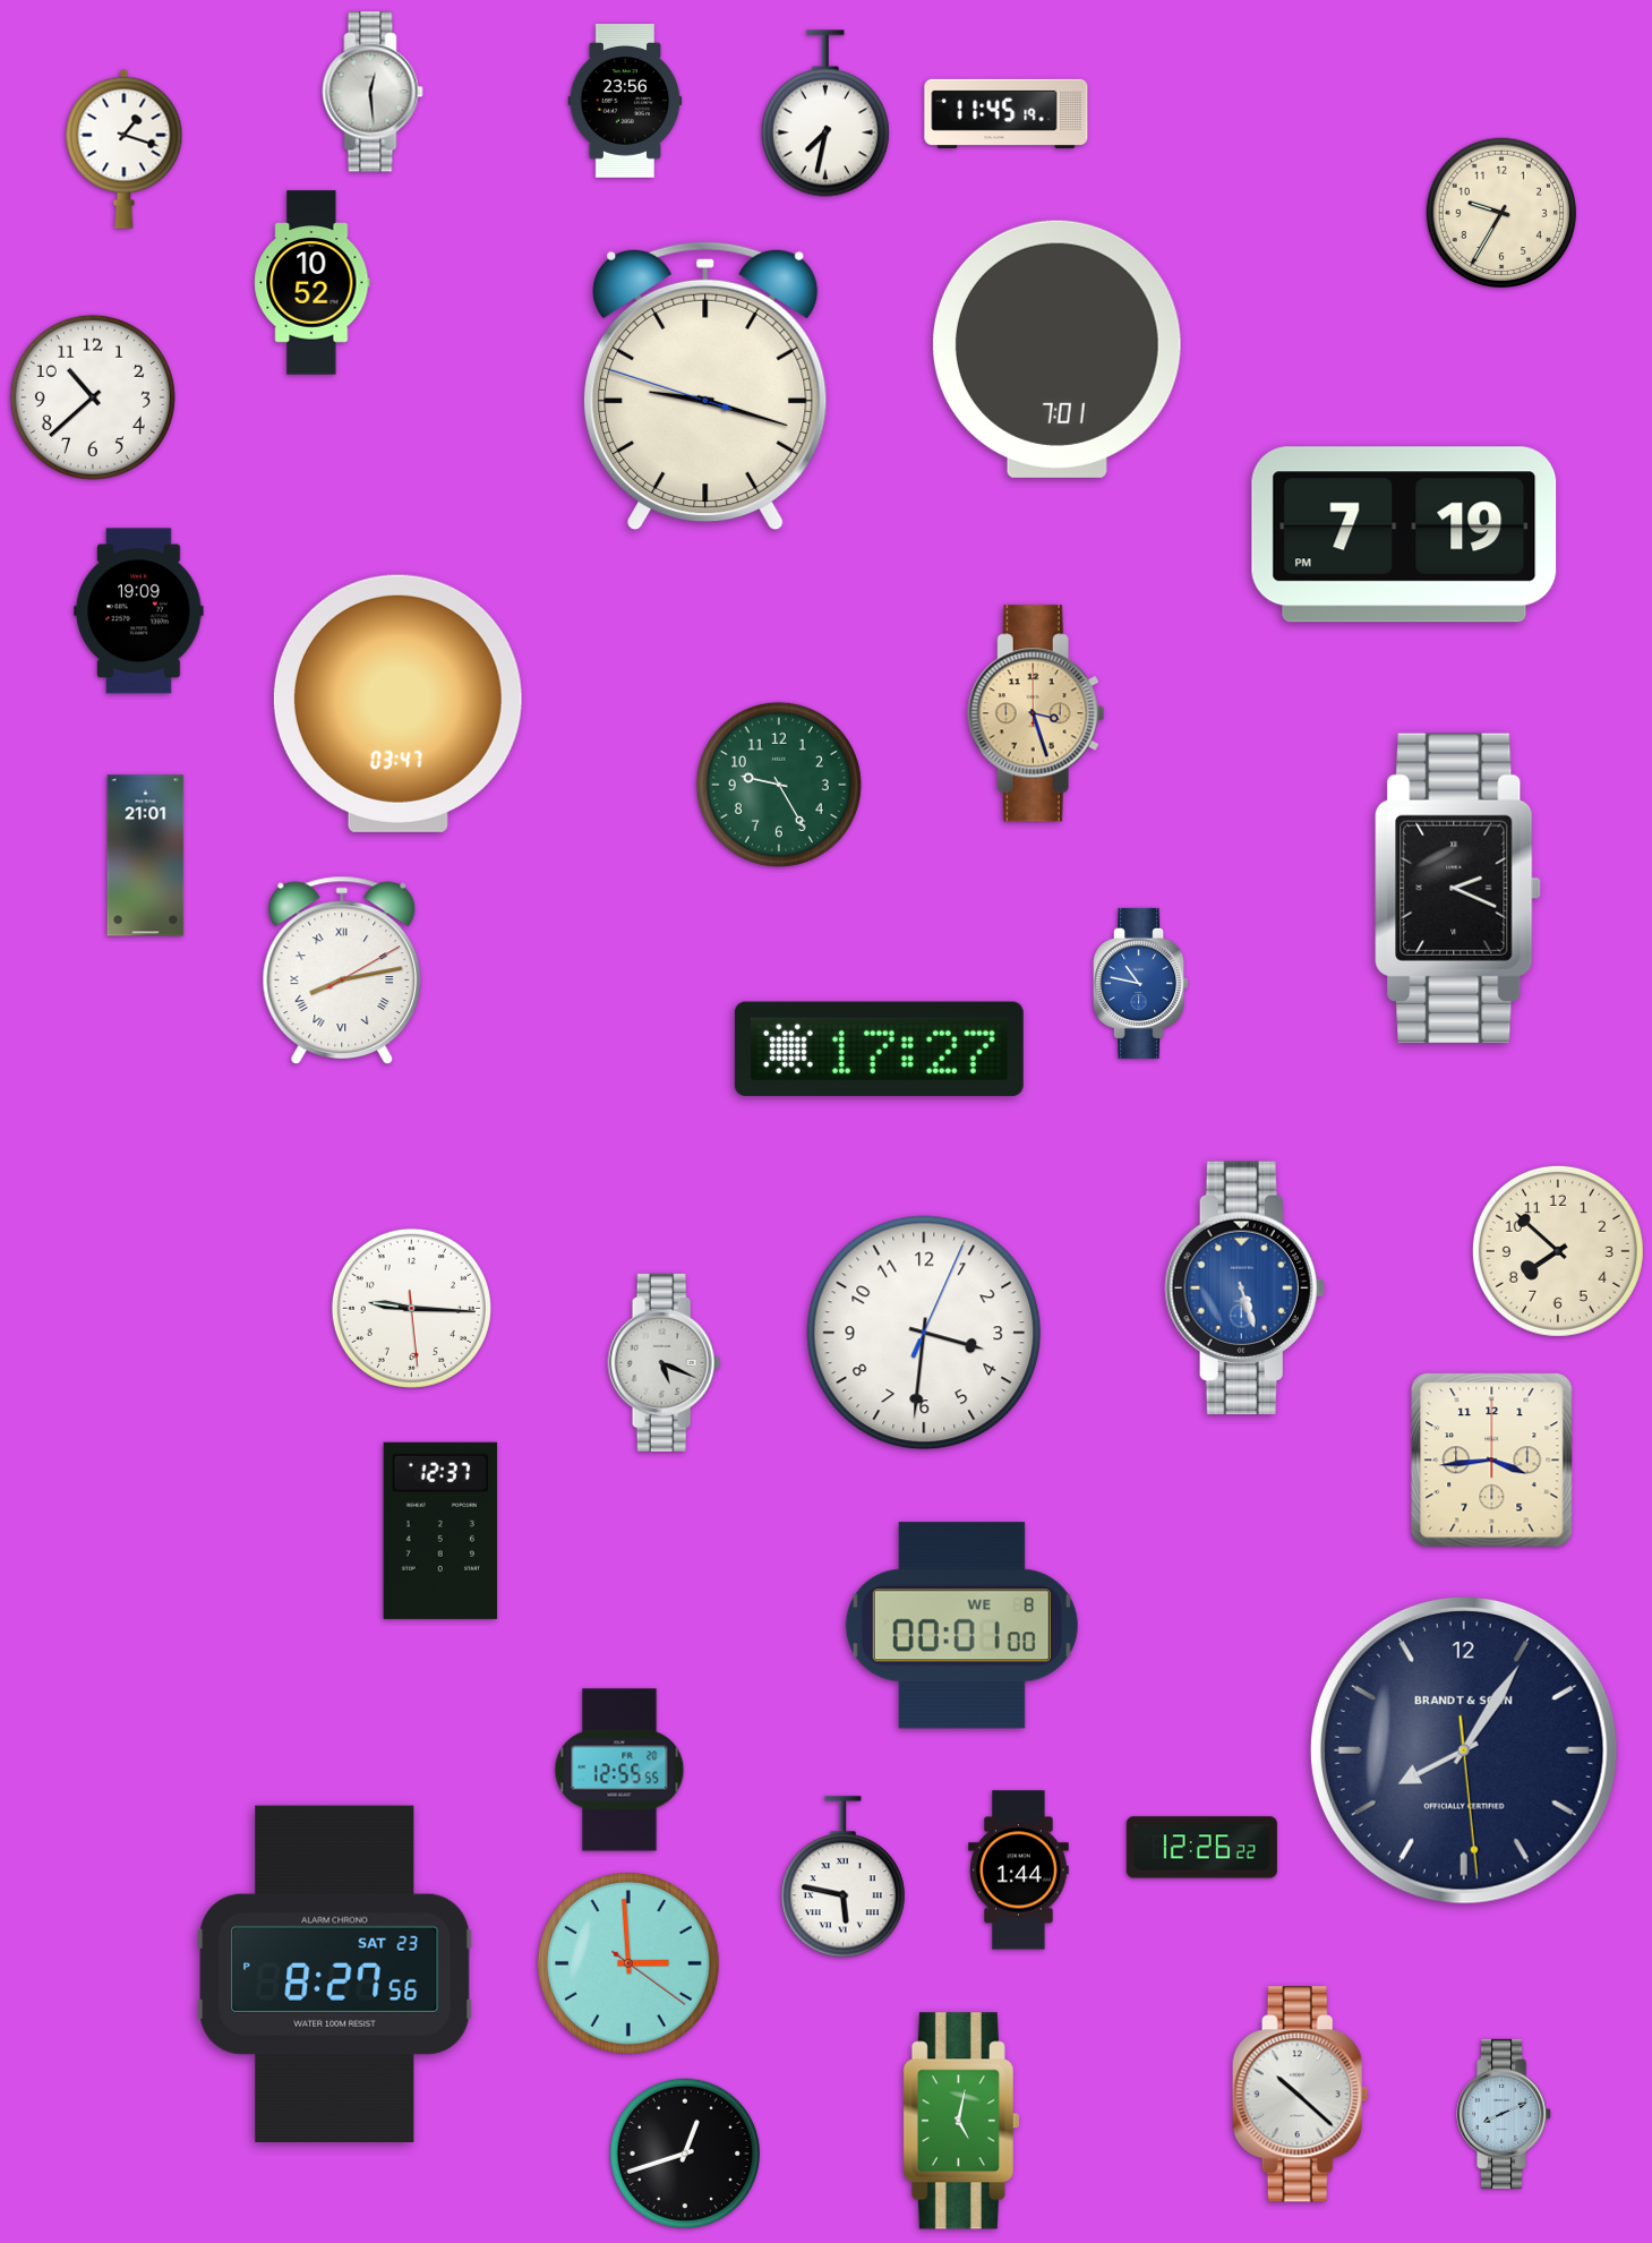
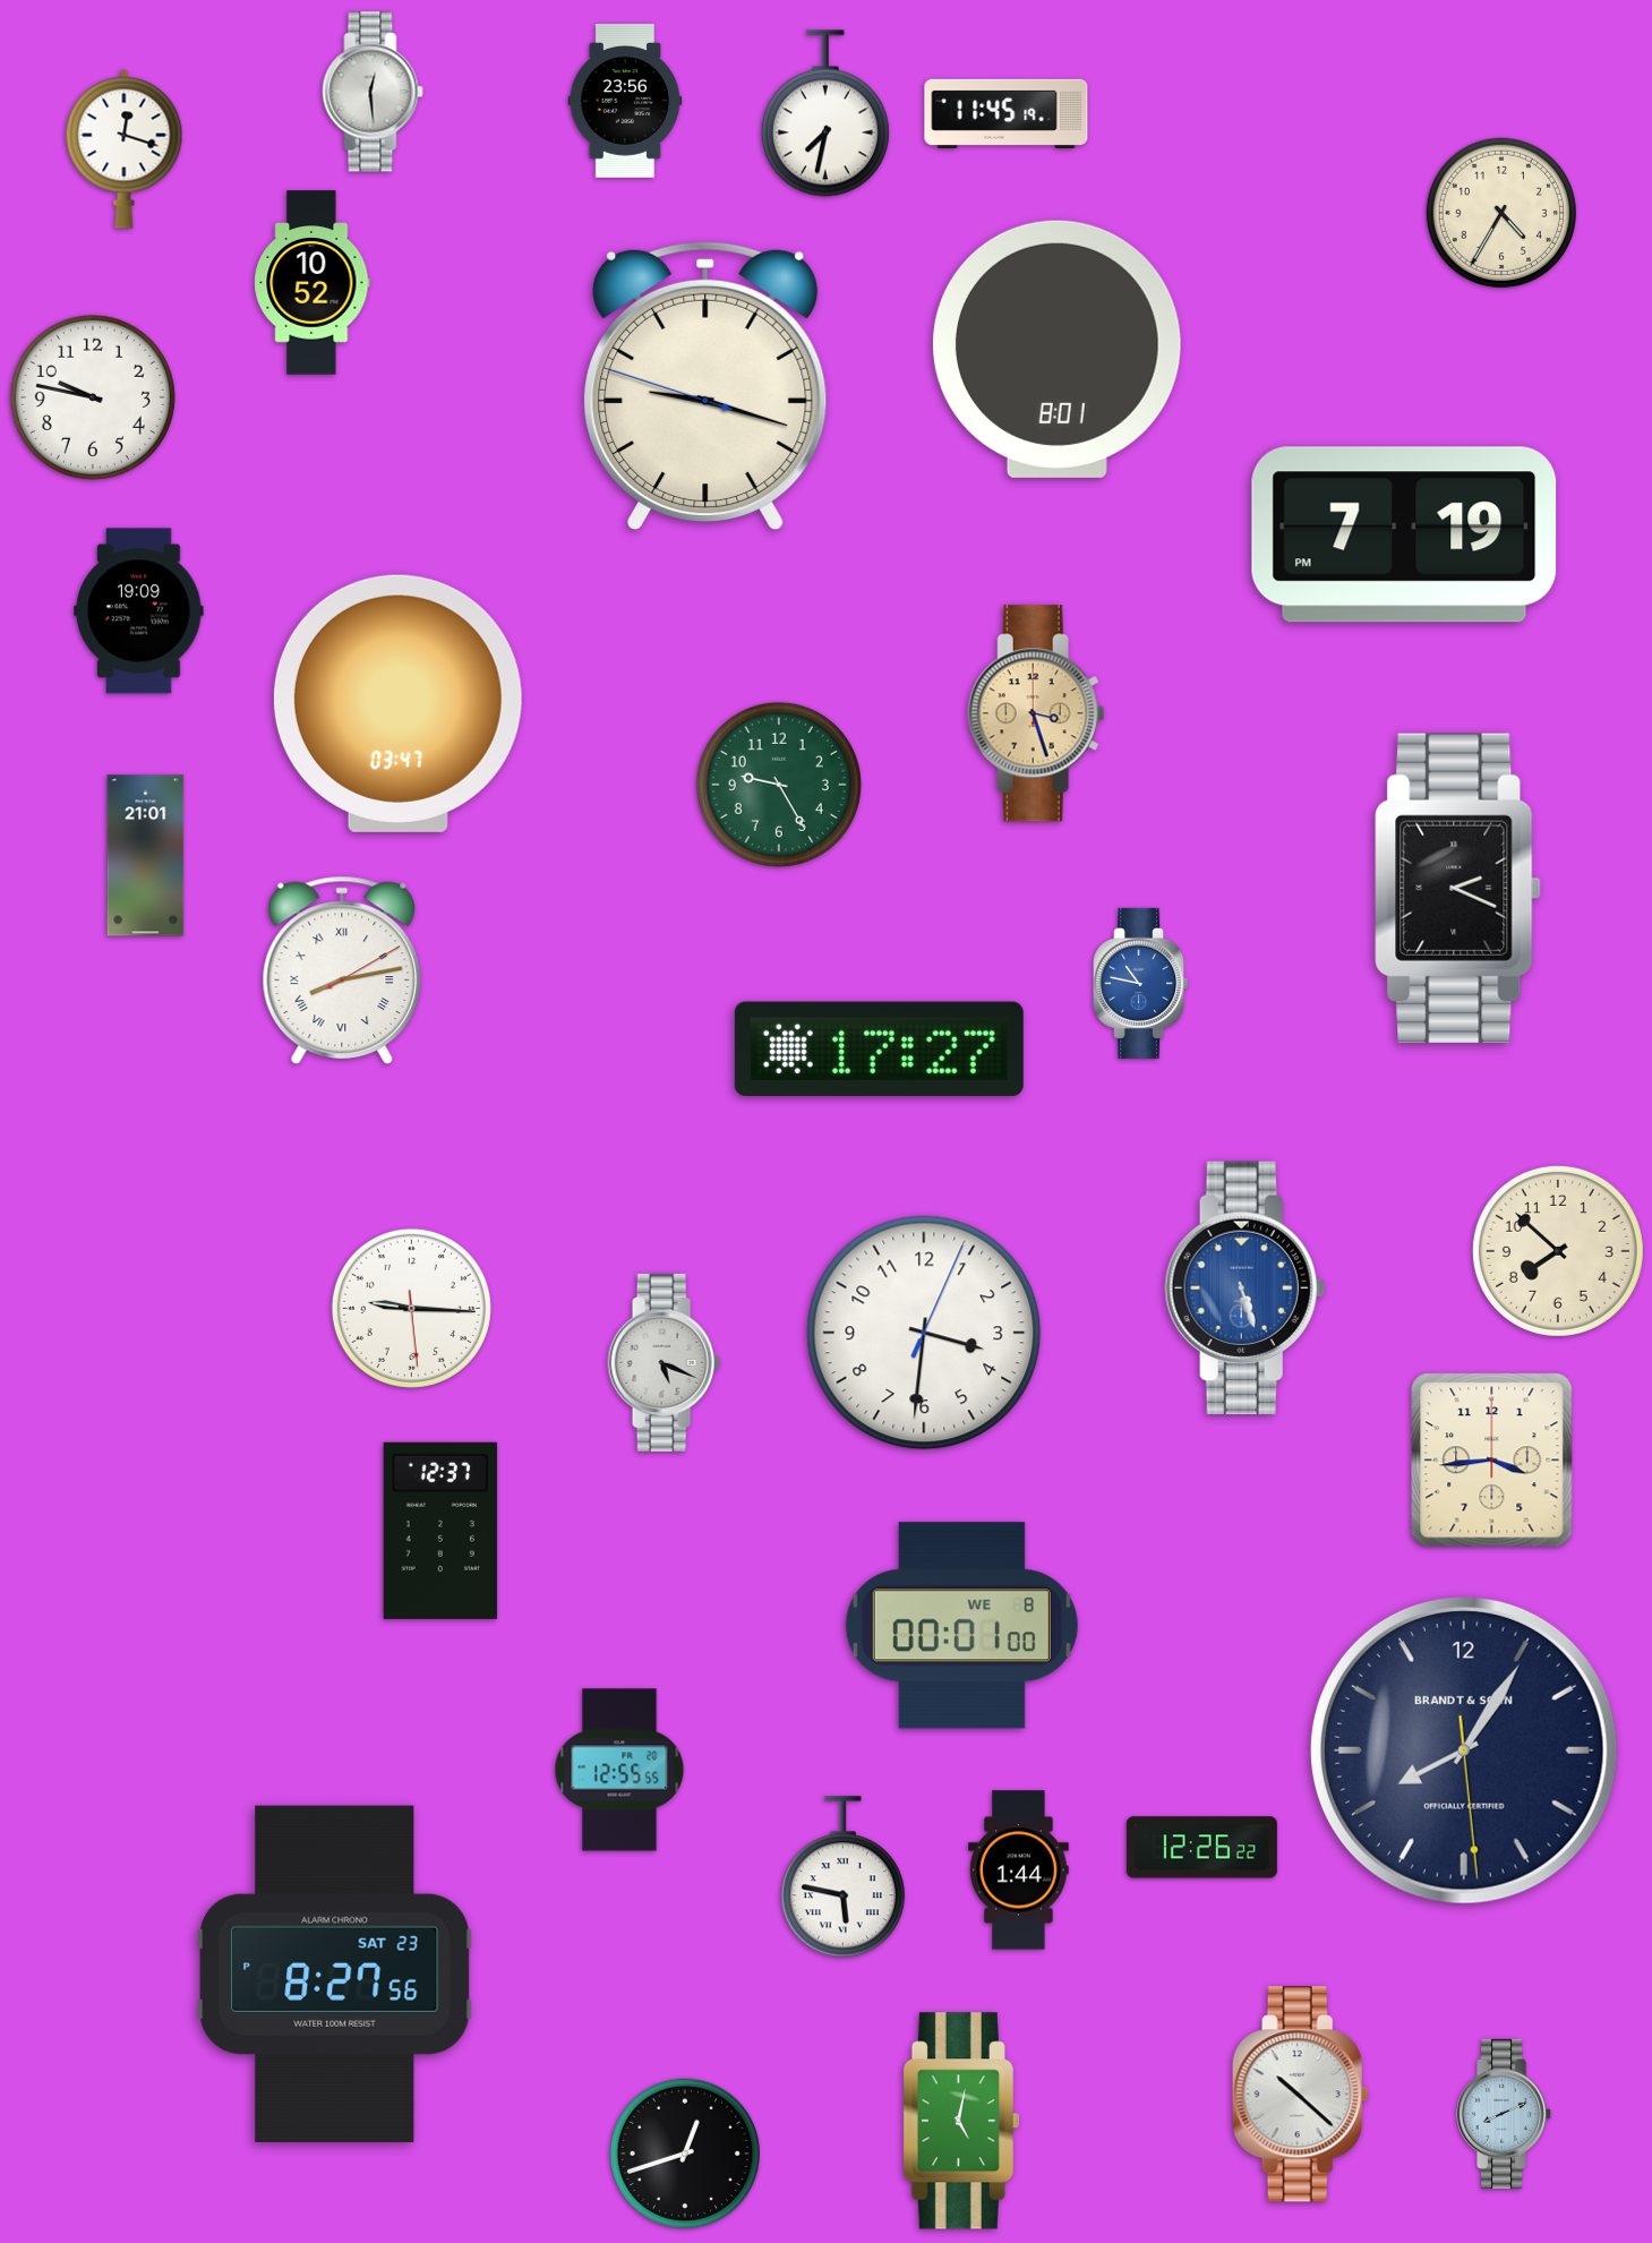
clock at (125, 148): 1:18 -> 12:18
clock at (1500, 212): 9:35 -> 4:35
clock at (1056, 349): 7:01 -> 8:01
clock at (93, 397): 10:38 -> 9:47
clock at (628, 1963): 2:59 -> none
